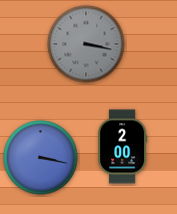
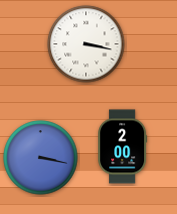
clock at (86, 44) dial: grey -> white
